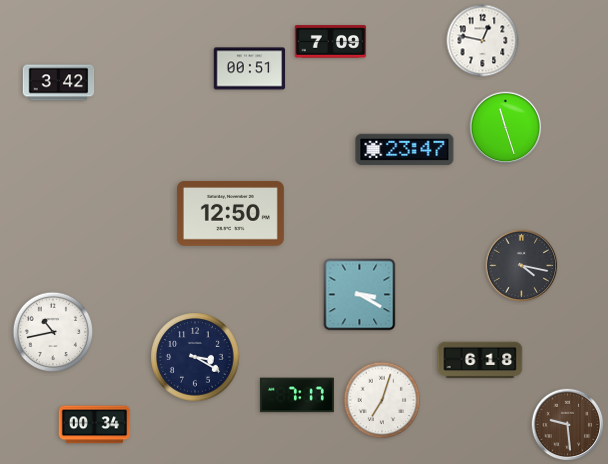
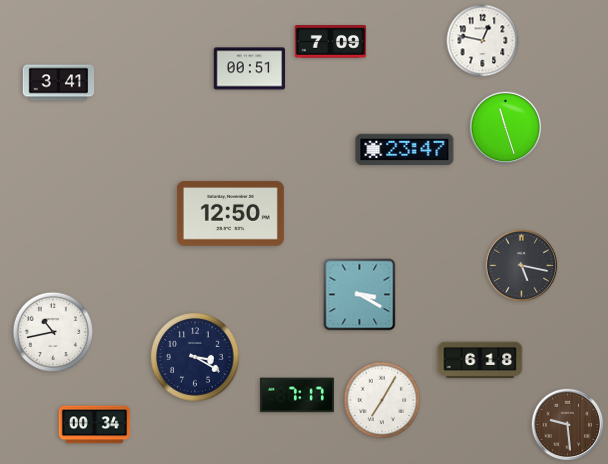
clock at (59, 83): 3:42 -> 3:41
clock at (522, 266): 4:17 -> 5:17
clock at (382, 400): 7:03 -> 7:05
